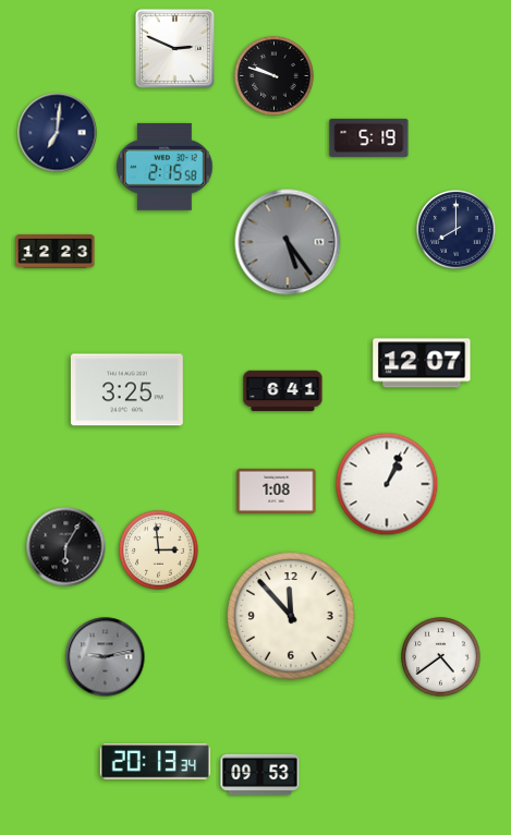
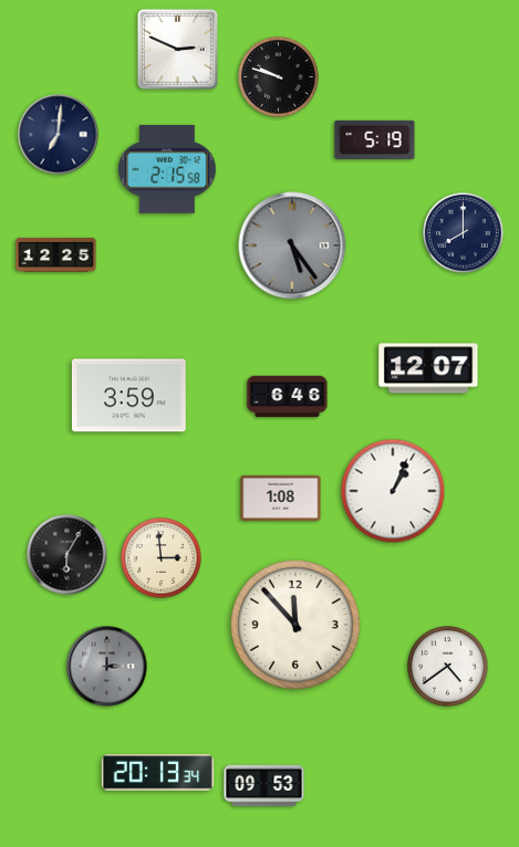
clock at (56, 251): 12:23 -> 12:25
clock at (126, 390): 3:25 -> 3:59
clock at (283, 391): 6:41 -> 6:46
clock at (106, 657): 9:13 -> 3:00
